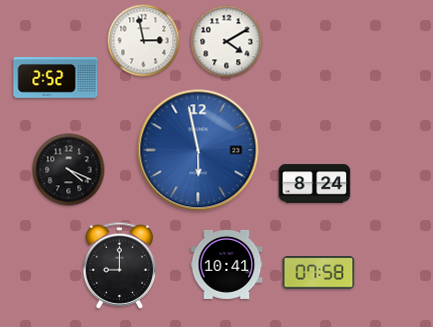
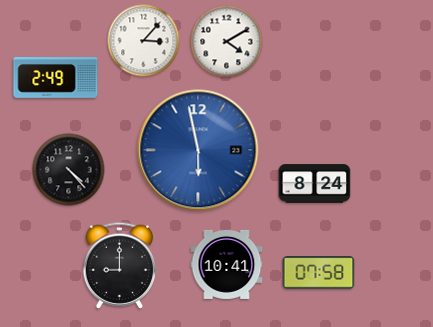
clock at (144, 41): 2:58 -> 3:07
clock at (56, 78): 2:52 -> 2:49
clock at (69, 170): 4:19 -> 4:23
